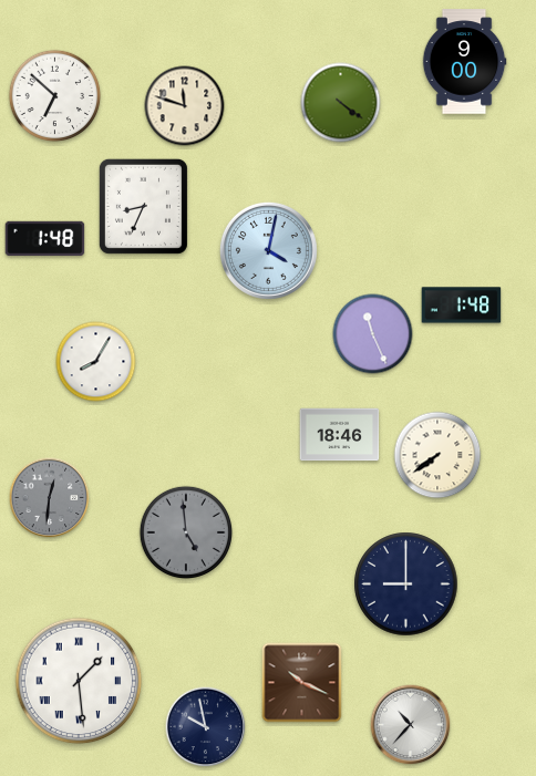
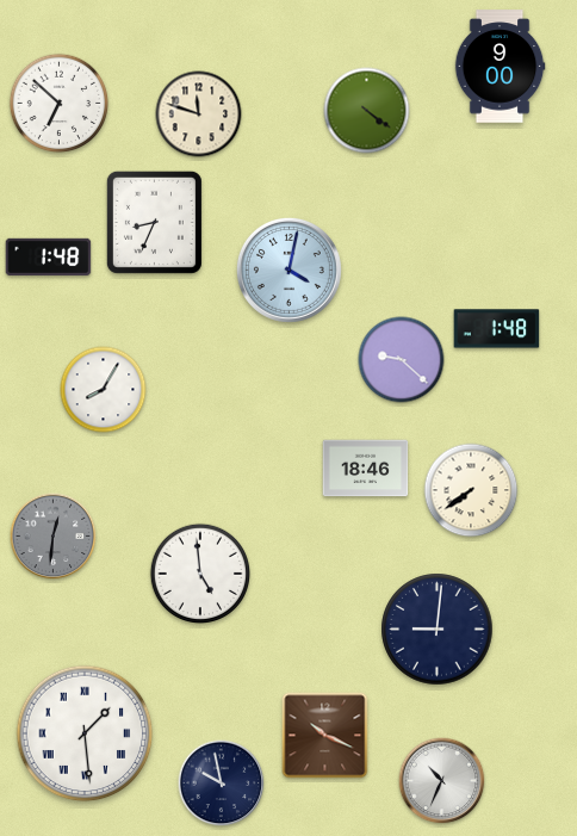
clock at (373, 334): 11:26 -> 9:22
clock at (185, 531) dial: grey -> white
clock at (406, 584): 9:00 -> 9:01
clock at (411, 725): 10:37 -> 10:34
